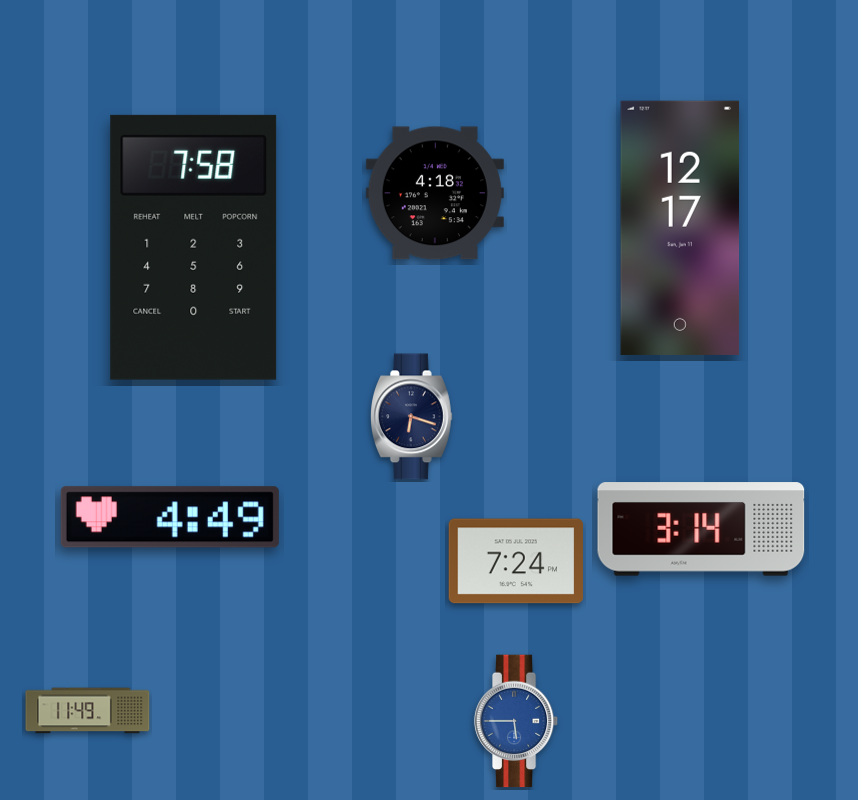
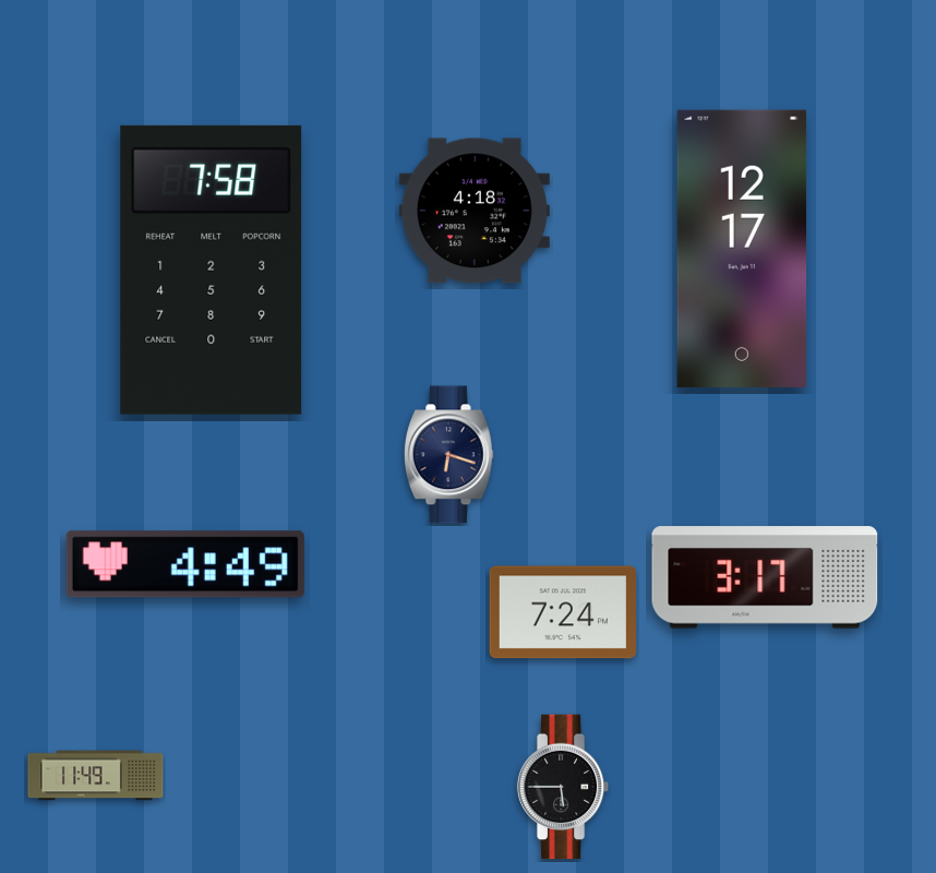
clock at (701, 529): 3:14 -> 3:17
clock at (516, 721) dial: blue -> black
